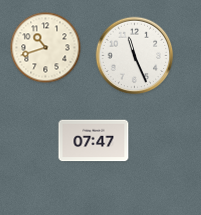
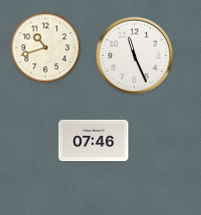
clock at (94, 141): 07:47 -> 07:46
